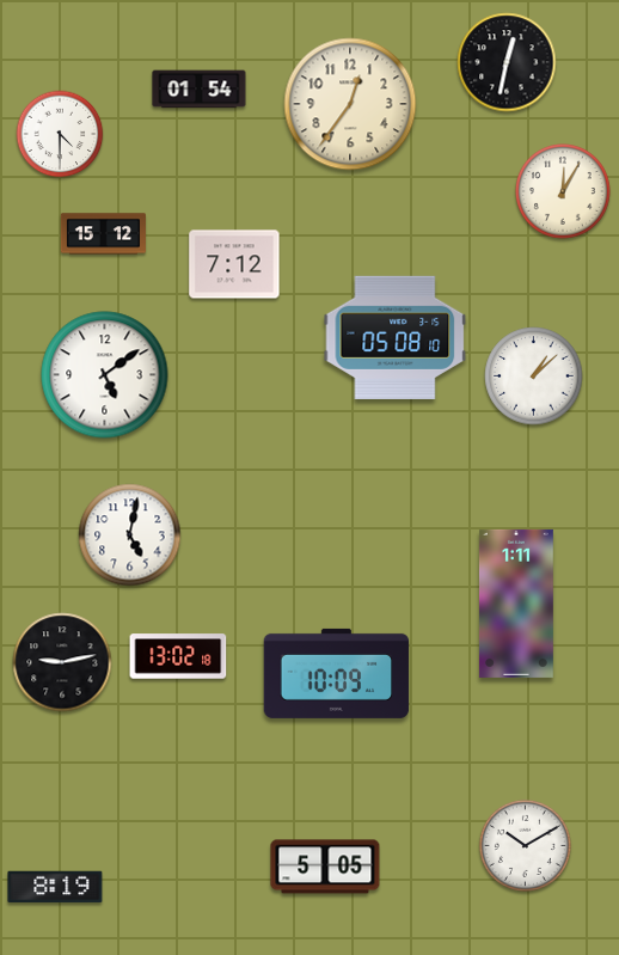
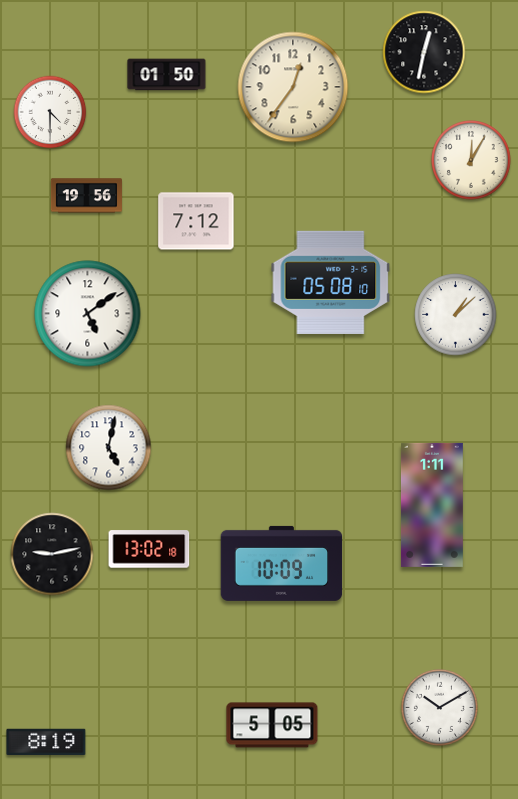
clock at (200, 90): 01:54 -> 01:50
clock at (103, 234): 15:12 -> 19:56
clock at (534, 377) position: (534, 377) -> (456, 315)
